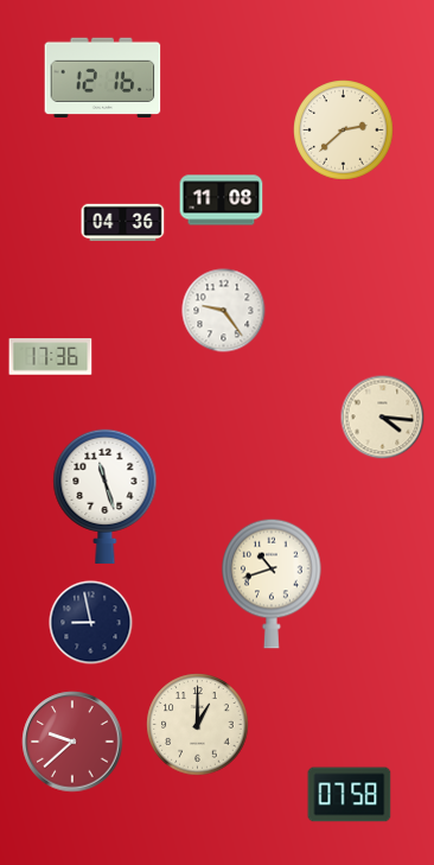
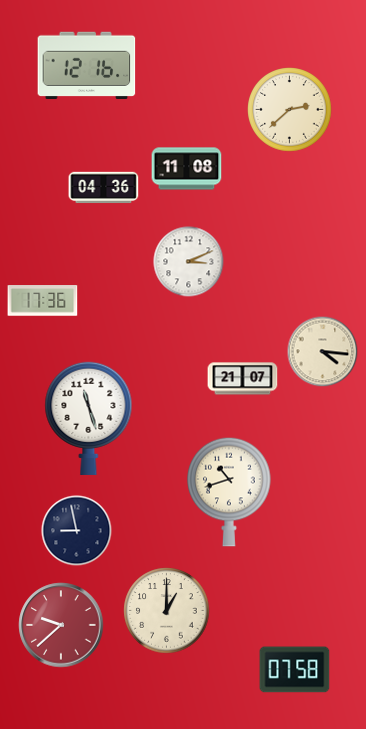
clock at (224, 311): 9:24 -> 3:11
clock at (243, 379): none -> 21:07
clock at (91, 623) position: (91, 623) -> (77, 531)
